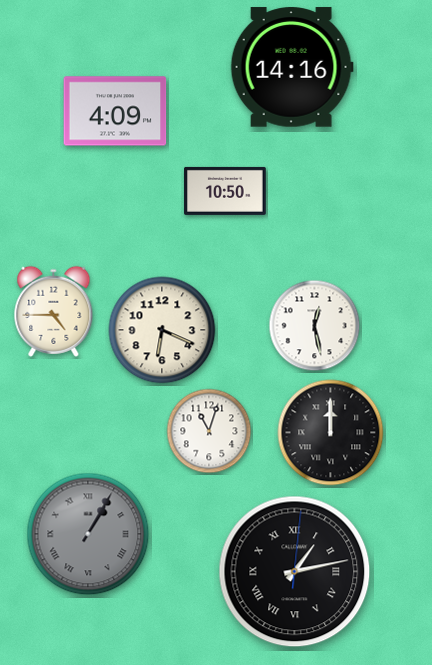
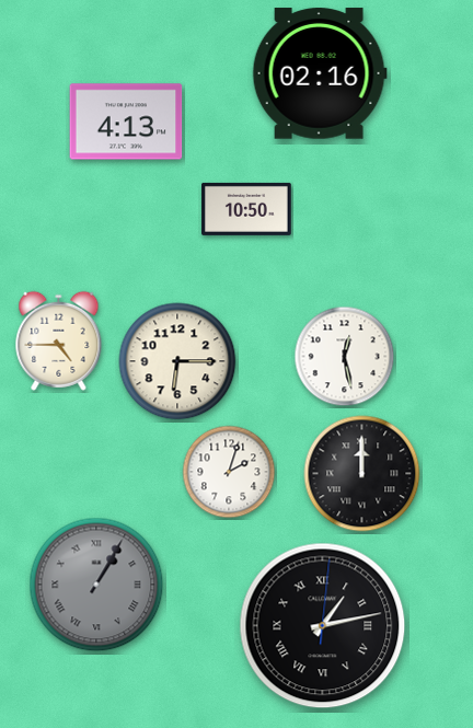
clock at (292, 67): 14:16 -> 02:16
clock at (115, 111): 4:09 -> 4:13
clock at (162, 330): 6:19 -> 6:15
clock at (209, 431): 11:03 -> 2:03
